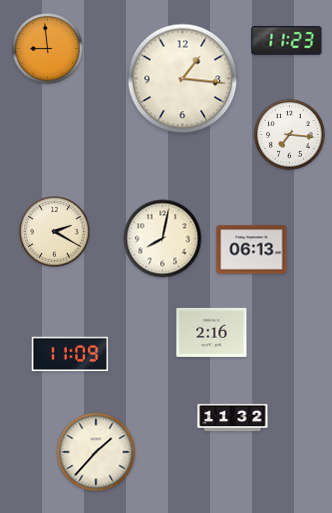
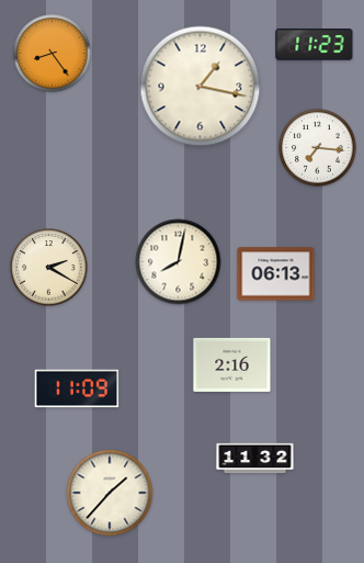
clock at (48, 49): 8:59 -> 8:24
clock at (183, 79): 1:16 -> 1:17
clock at (55, 232) position: (55, 232) -> (49, 268)
clock at (96, 452) position: (96, 452) -> (110, 493)
